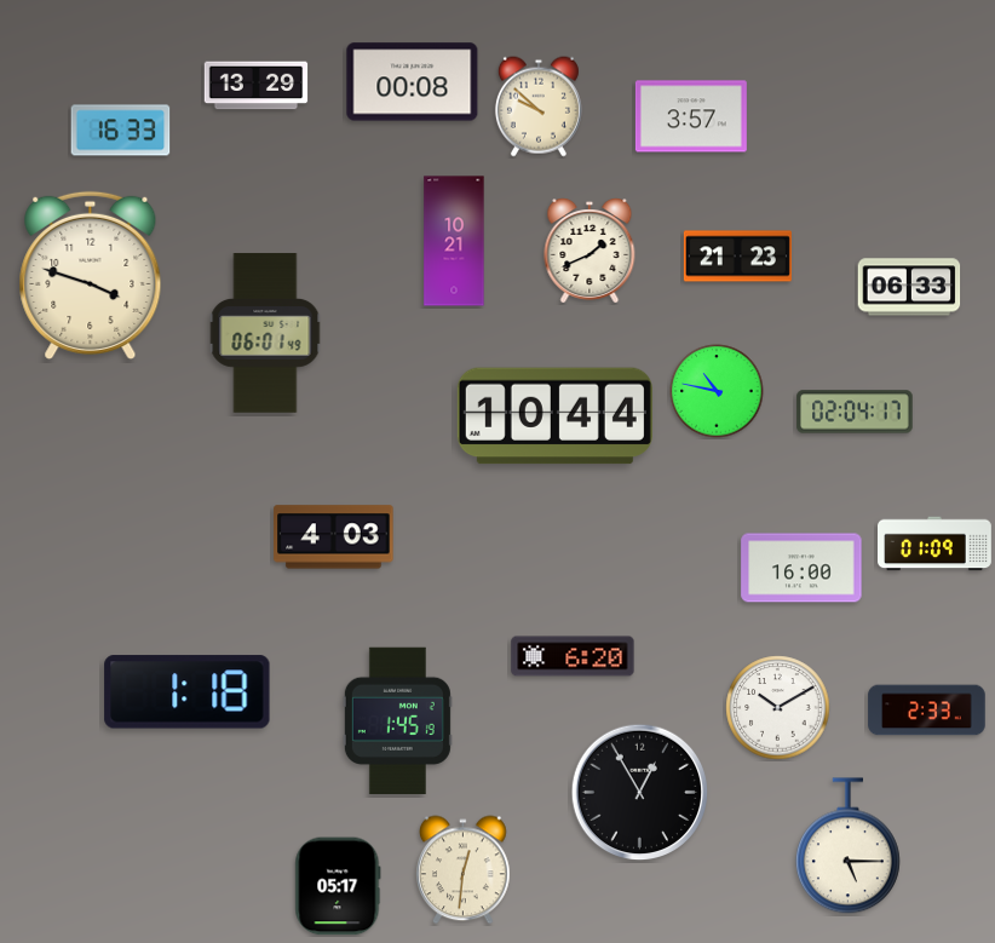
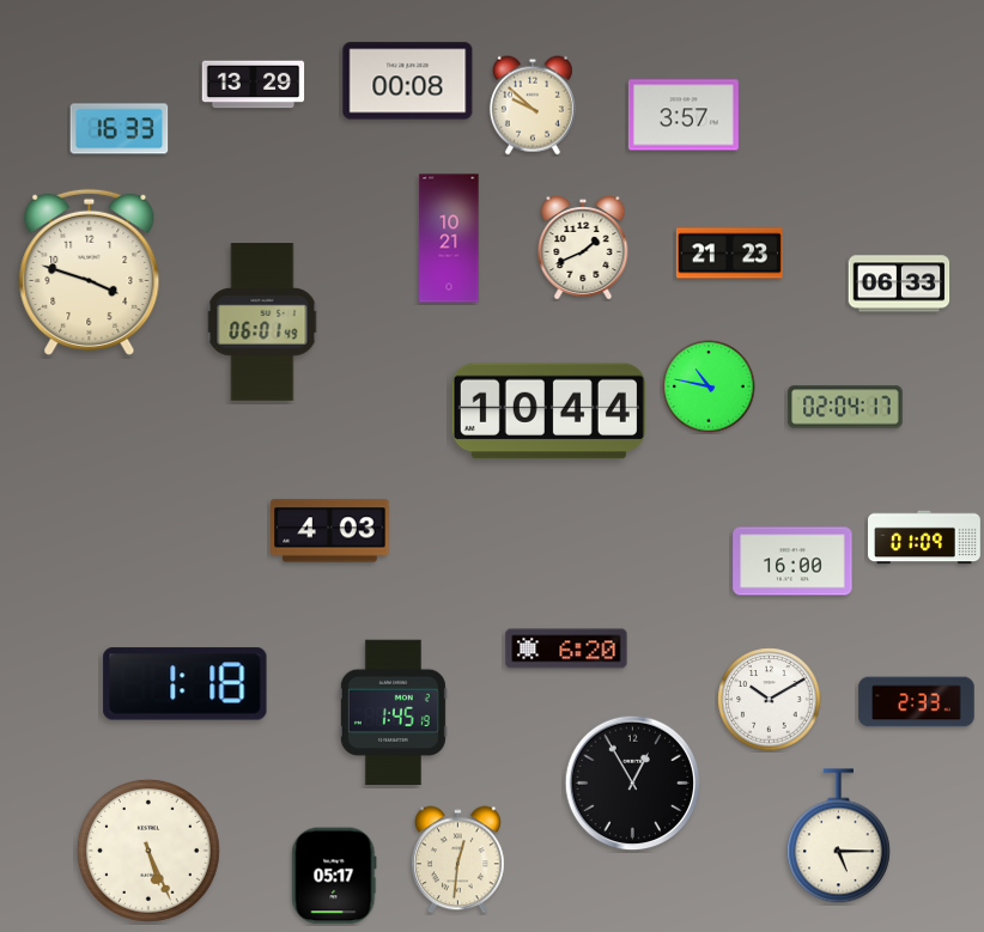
clock at (265, 333) position: (265, 333) -> (262, 322)
clock at (148, 851): none -> 5:26
